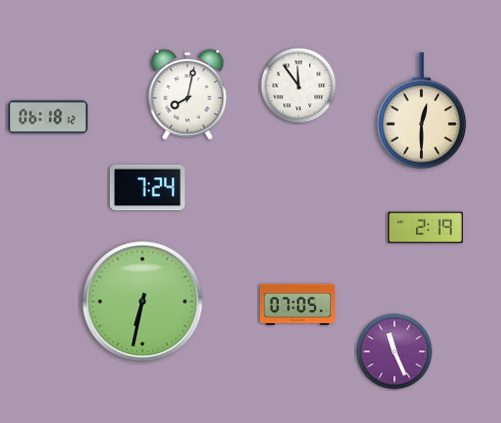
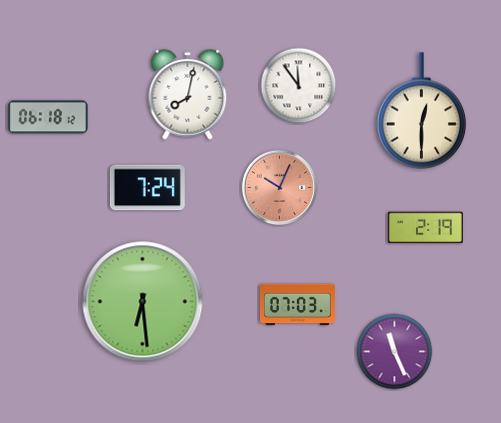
clock at (280, 188): none -> 10:04
clock at (143, 302): 6:32 -> 6:29
clock at (297, 305): 07:05 -> 07:03
